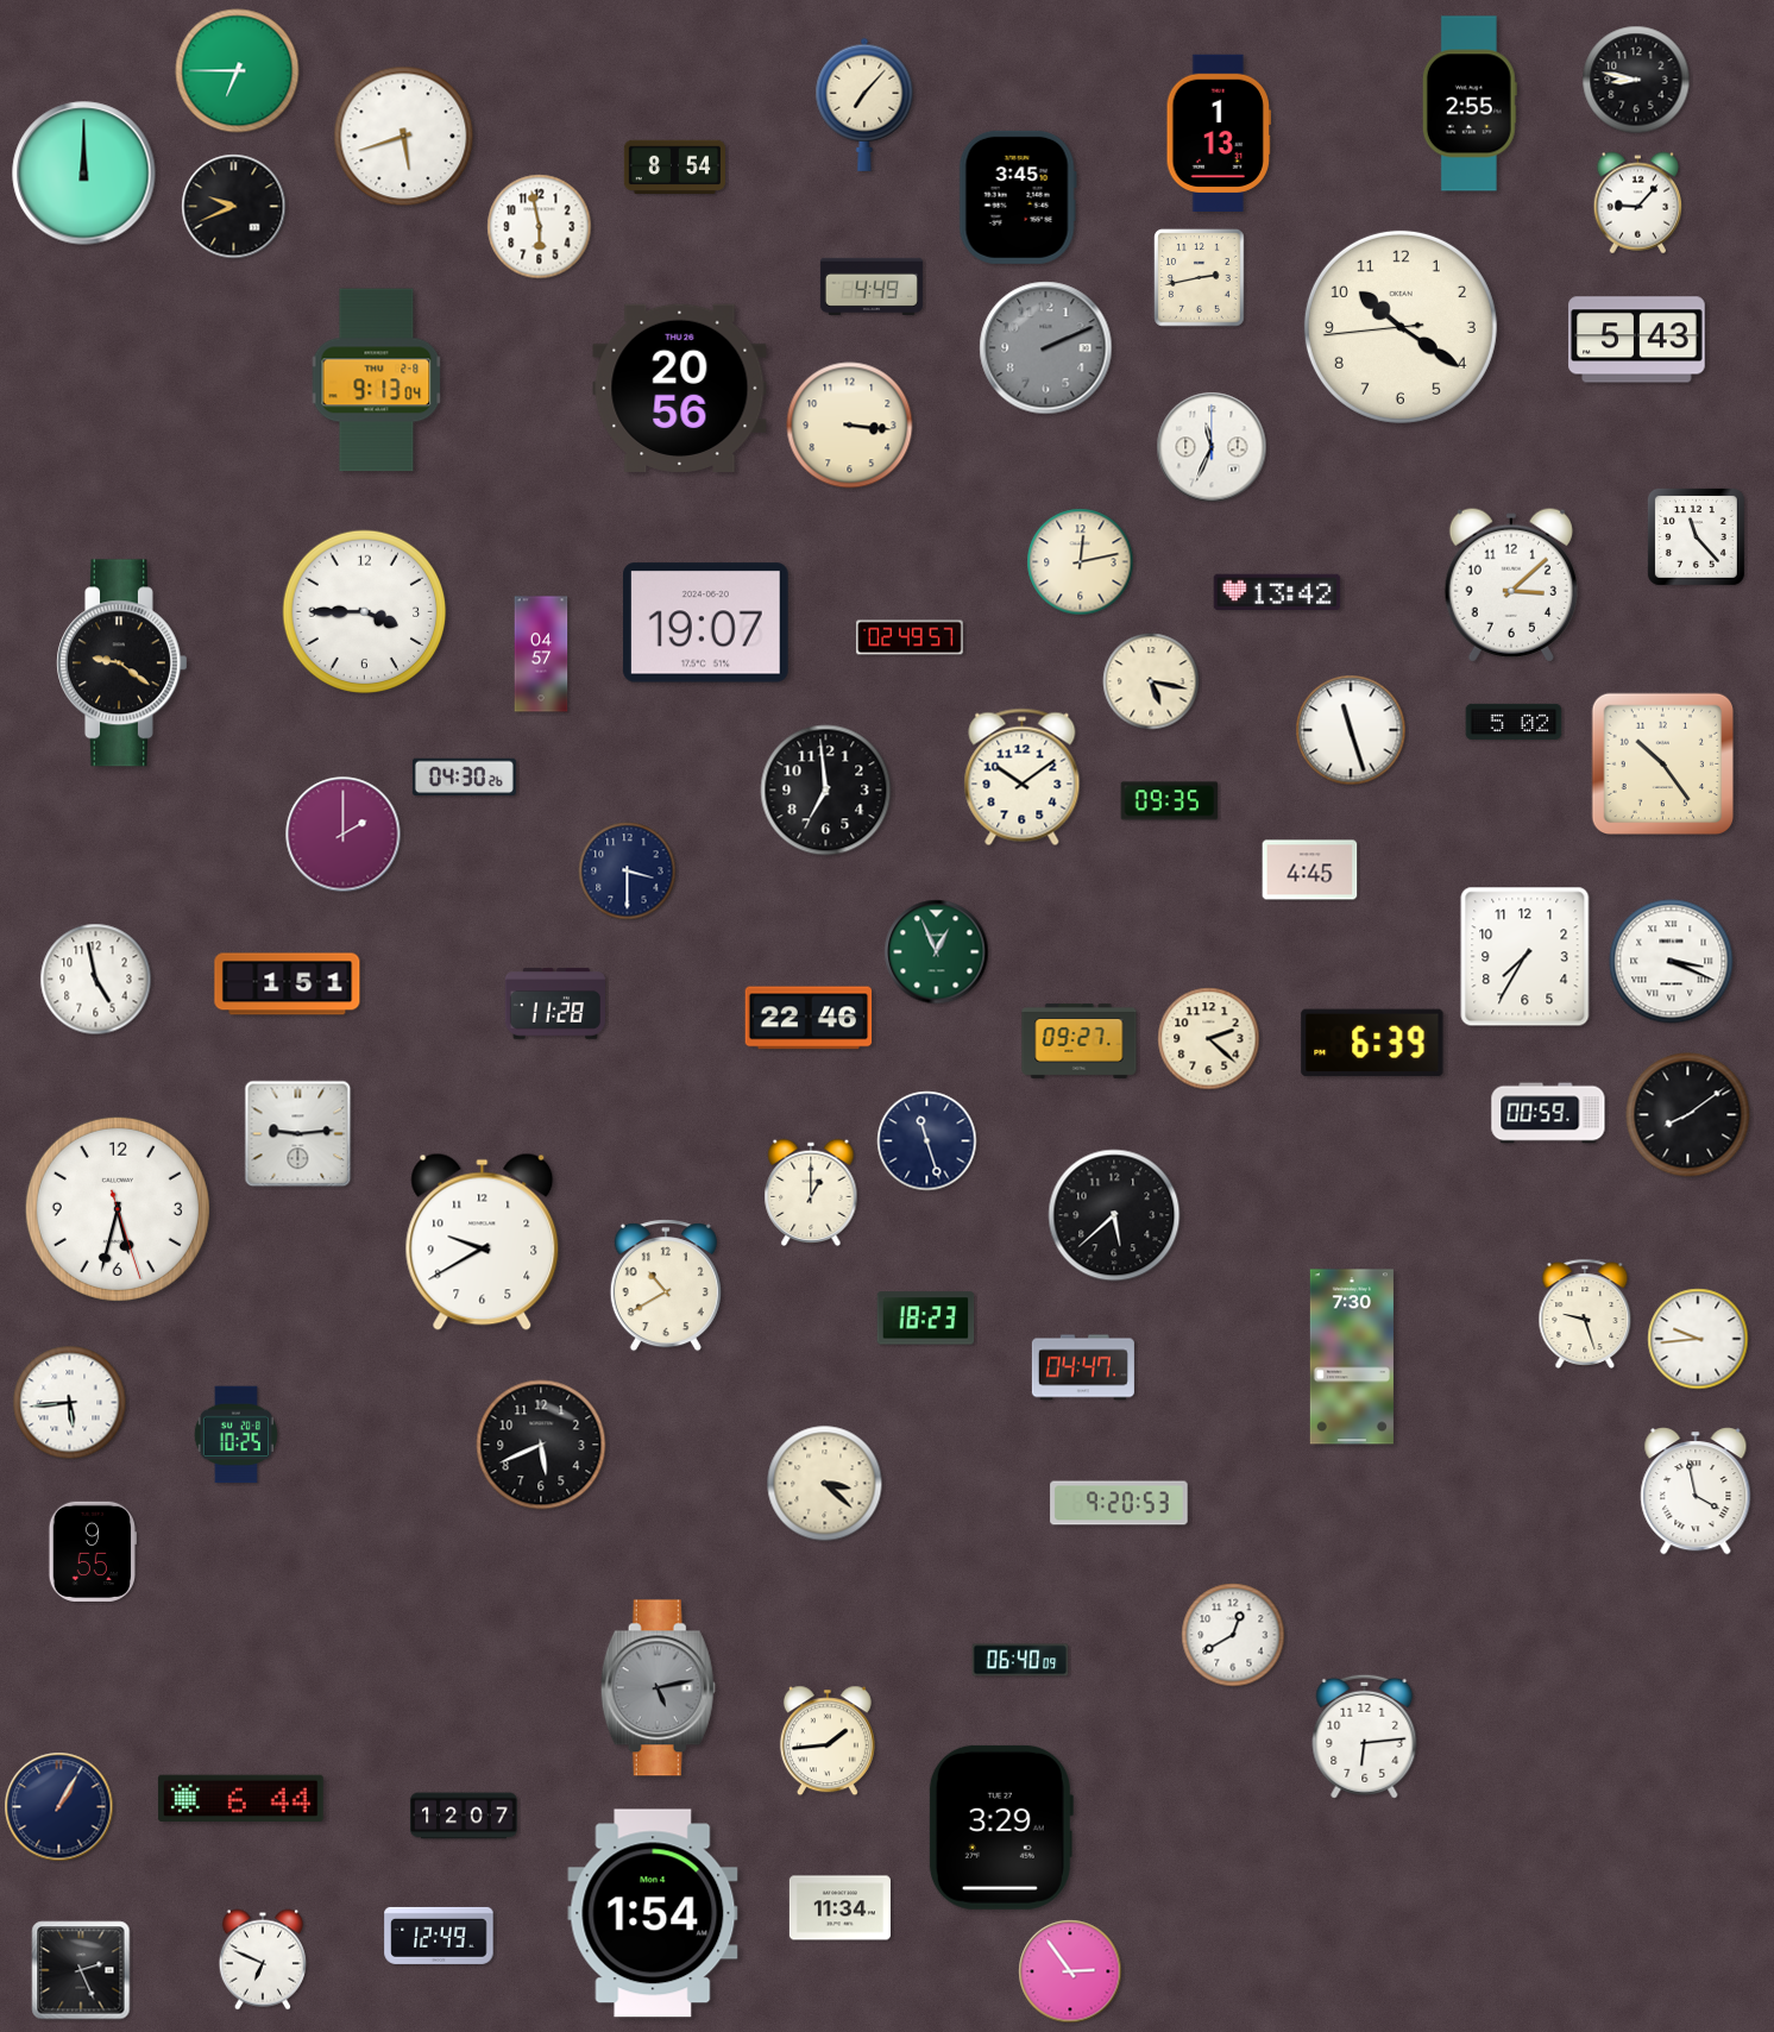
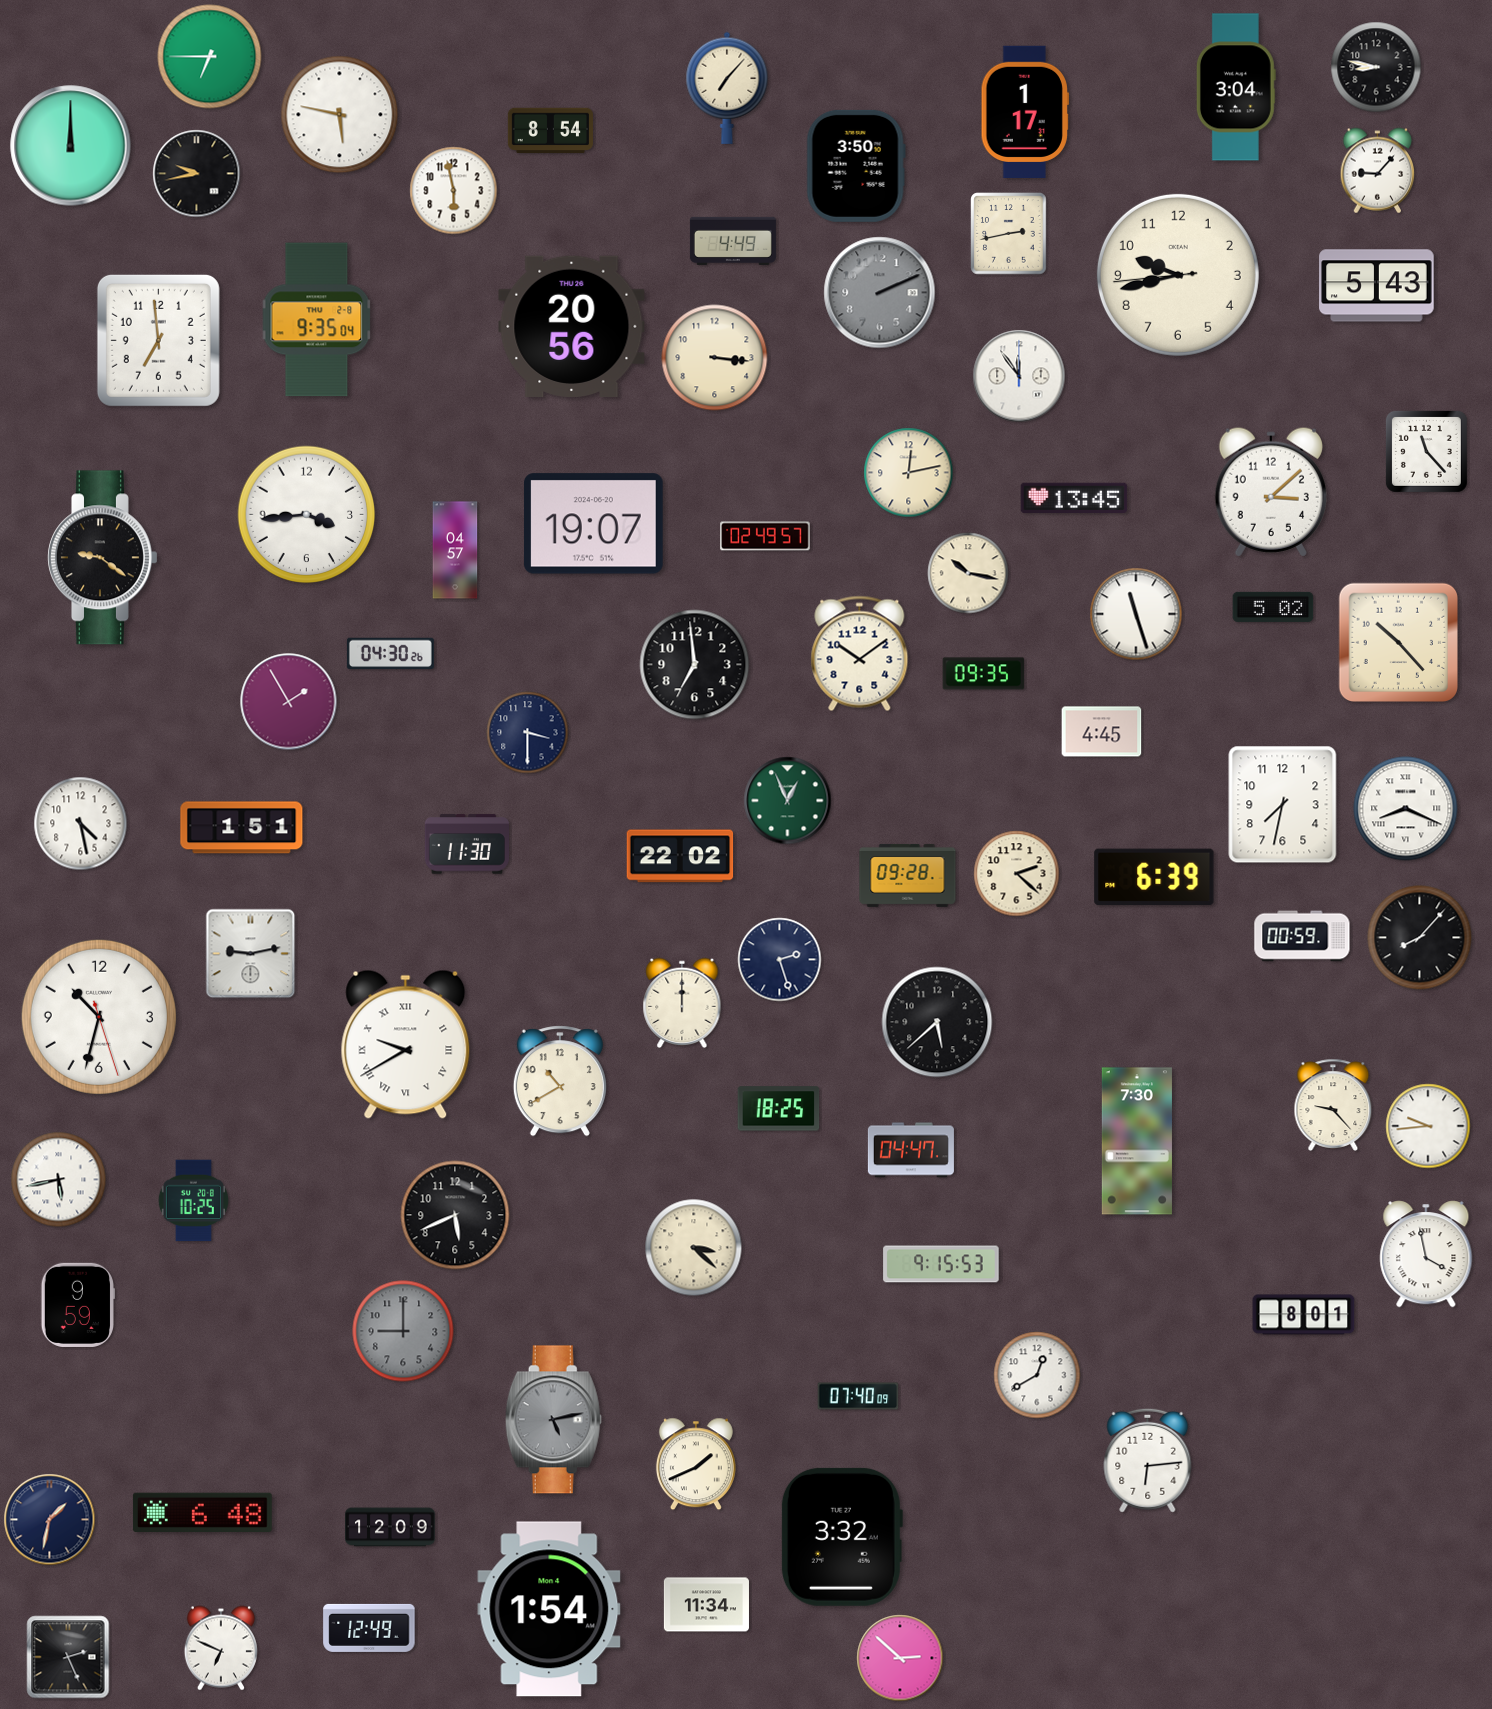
clock at (238, 71) position: (238, 71) -> (210, 57)
clock at (1470, 103): 2:55 -> 3:04
clock at (1219, 132): 1:13 -> 1:17
clock at (404, 137): 5:42 -> 5:47
clock at (674, 168) position: (674, 168) -> (550, 131)
clock at (1018, 197): 3:45 -> 3:50
clock at (234, 207): 9:41 -> 9:43
clock at (1401, 327): 10:20 -> 9:42
clock at (377, 380): 9:13 -> 9:35
clock at (158, 340): none -> 6:59
clock at (1212, 447): 11:34 -> 11:54
clock at (1277, 591): 13:42 -> 13:45
clock at (365, 612): 3:45 -> 3:44
clock at (1151, 681): 5:17 -> 10:17
clock at (1662, 763): 10:24 -> 10:23
clock at (344, 835): 2:00 -> 1:55
clock at (1525, 957): 7:35 -> 7:32
clock at (1672, 962): 3:19 -> 8:19
clock at (96, 980): 4:58 -> 4:28
clock at (555, 1004): 11:28 -> 11:30
clock at (809, 1018): 22:46 -> 22:02
clock at (1080, 1040): 09:27 -> 09:28
clock at (1688, 1115): 8:09 -> 8:07
clock at (298, 1134): 9:14 -> 9:13
clock at (927, 1141): 11:27 -> 2:27
clock at (811, 1193): 1:00 -> 12:00
clock at (118, 1209): 5:32 -> 10:32
clock at (483, 1241) numerals: Arabic -> Roman
clock at (1585, 1314): 9:27 -> 9:23
clock at (926, 1319): 18:23 -> 18:25
clock at (70, 1403): 5:44 -> 5:43
clock at (235, 1435) position: (235, 1435) -> (193, 1201)
clock at (1119, 1503): 9:20 -> 9:15
clock at (92, 1552): 9:55 -> 9:59
clock at (1304, 1315): none -> 8:01
clock at (403, 1331): none -> 9:00
clock at (1020, 1660): 06:40 -> 07:40
clock at (828, 1741): 1:44 -> 1:41
clock at (240, 1798): 6:44 -> 6:48
clock at (59, 1807): 1:05 -> 1:32
clock at (464, 1816): 12:07 -> 12:09
clock at (1000, 1827): 3:29 -> 3:32
clock at (1070, 1971): 2:54 -> 2:52
